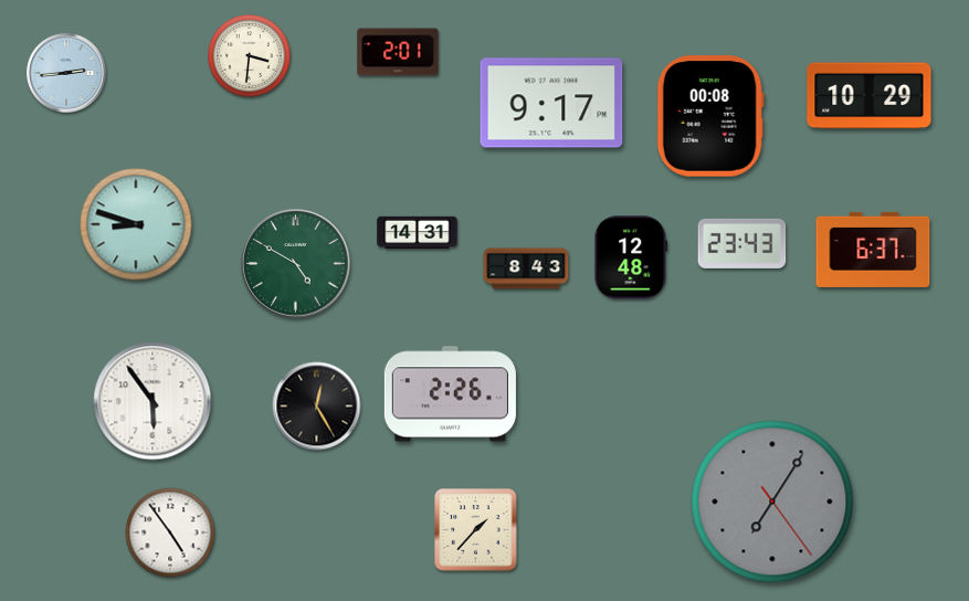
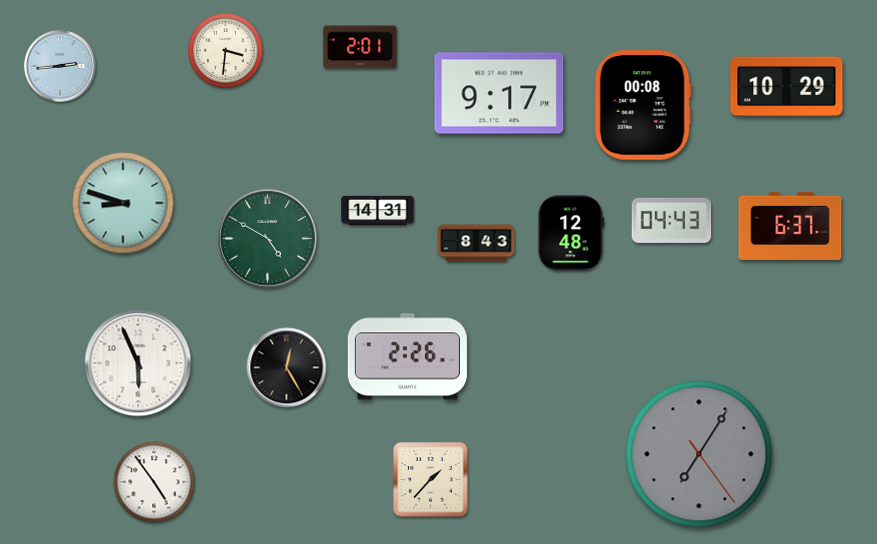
clock at (742, 243): 23:43 -> 04:43
clock at (152, 401): 5:54 -> 5:56
